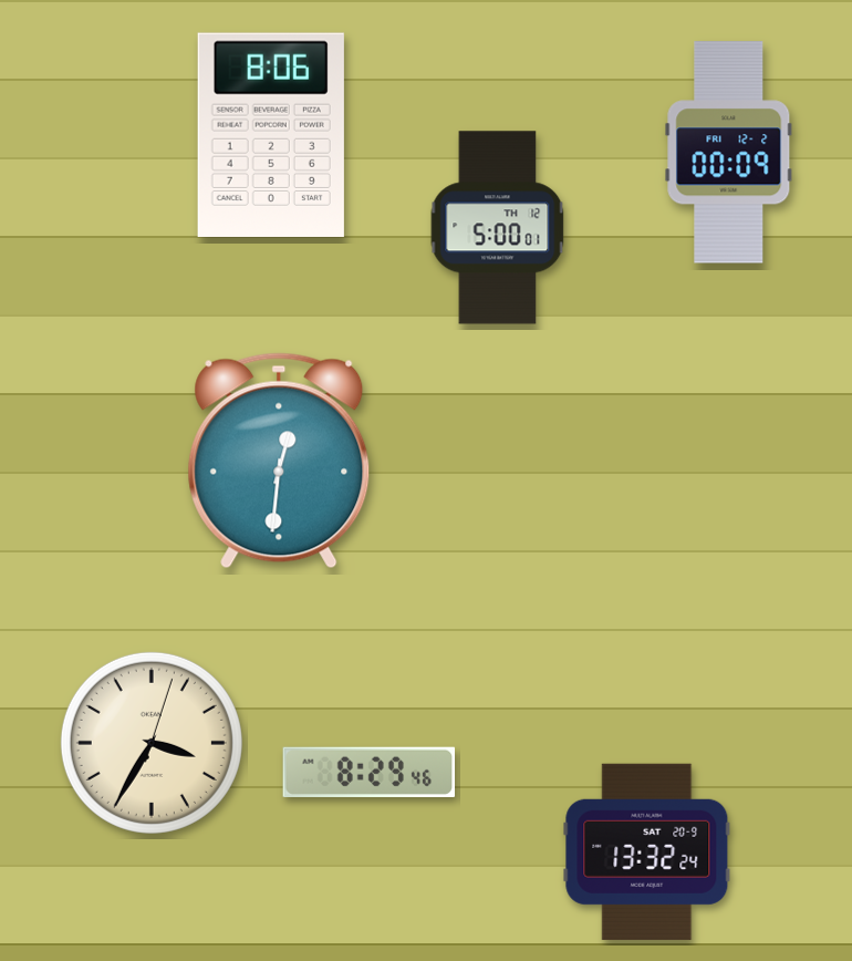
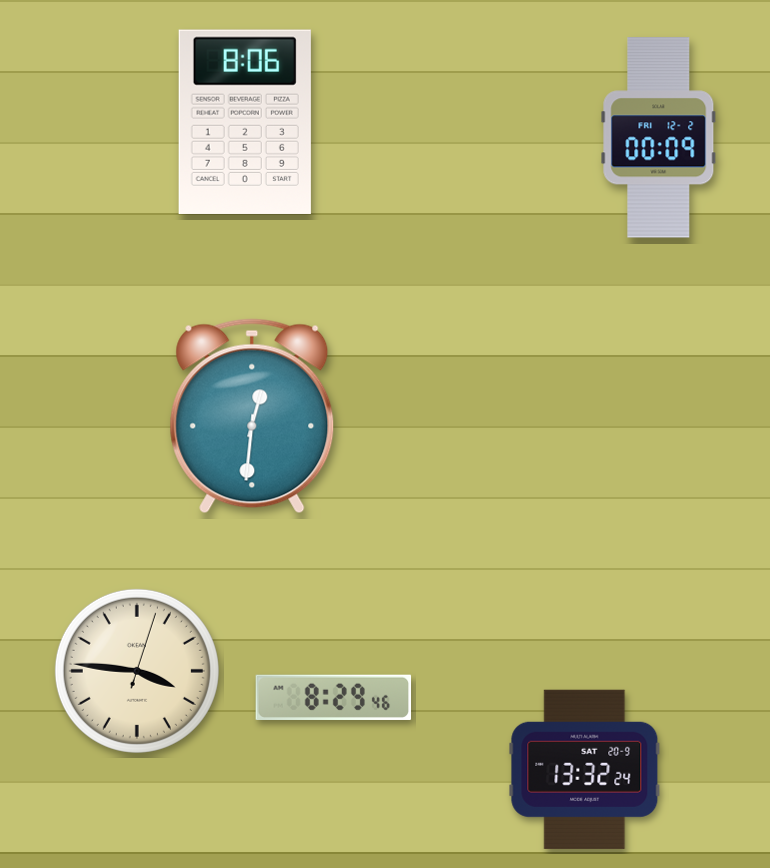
clock at (498, 228): 5:00 -> none
clock at (152, 743): 3:35 -> 3:46
